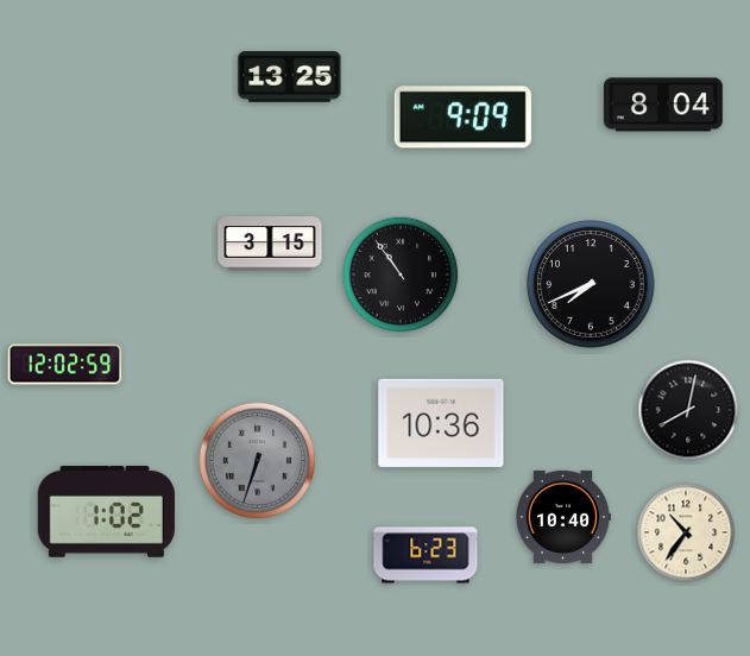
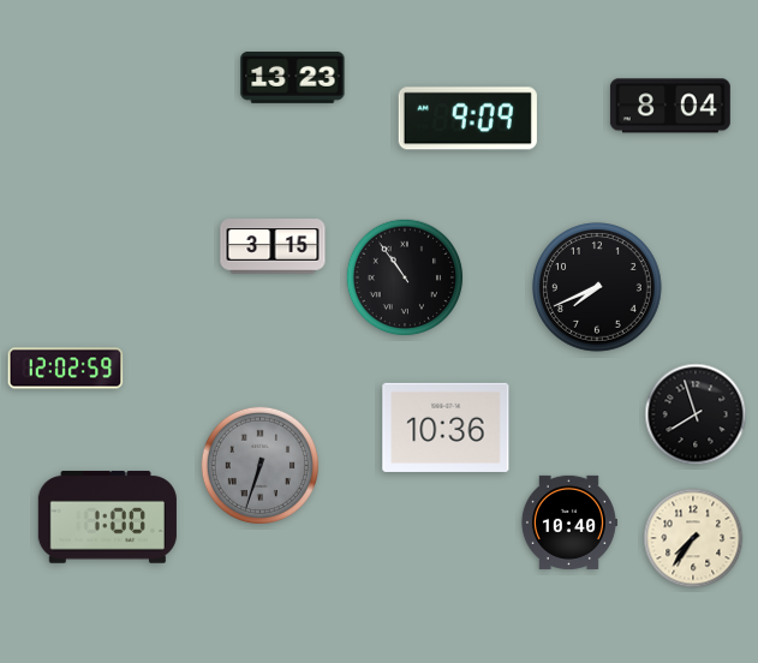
clock at (290, 76): 13:25 -> 13:23
clock at (688, 410): 8:02 -> 7:57
clock at (106, 511): 1:02 -> 1:00
clock at (686, 532): 10:36 -> 7:36
clock at (426, 555): 6:23 -> none
